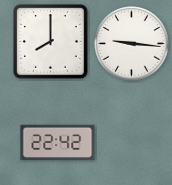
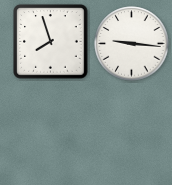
clock at (51, 42): 8:00 -> 7:57
clock at (58, 143): 22:42 -> none
